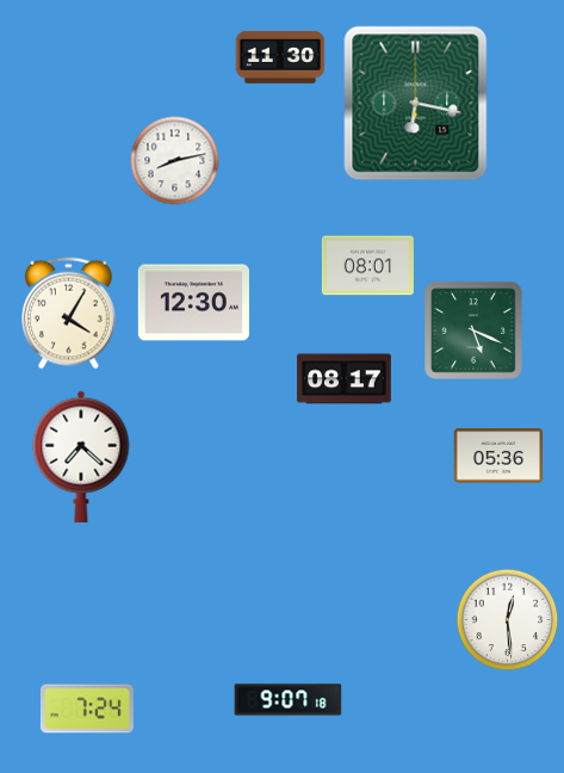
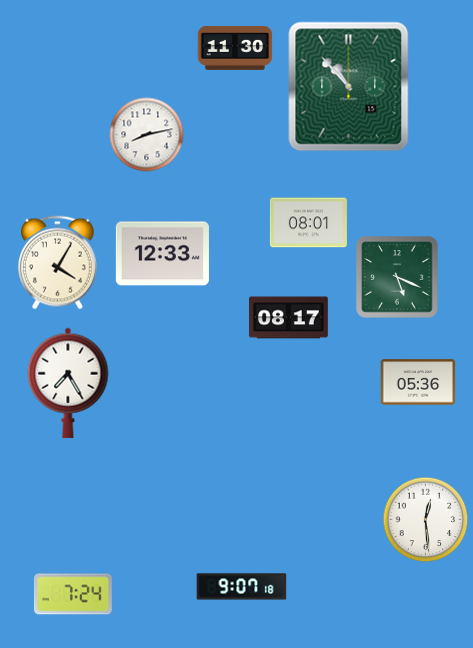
clock at (416, 104): 6:17 -> 10:53
clock at (193, 303): 12:30 -> 12:33
clock at (81, 457): 7:22 -> 7:25
